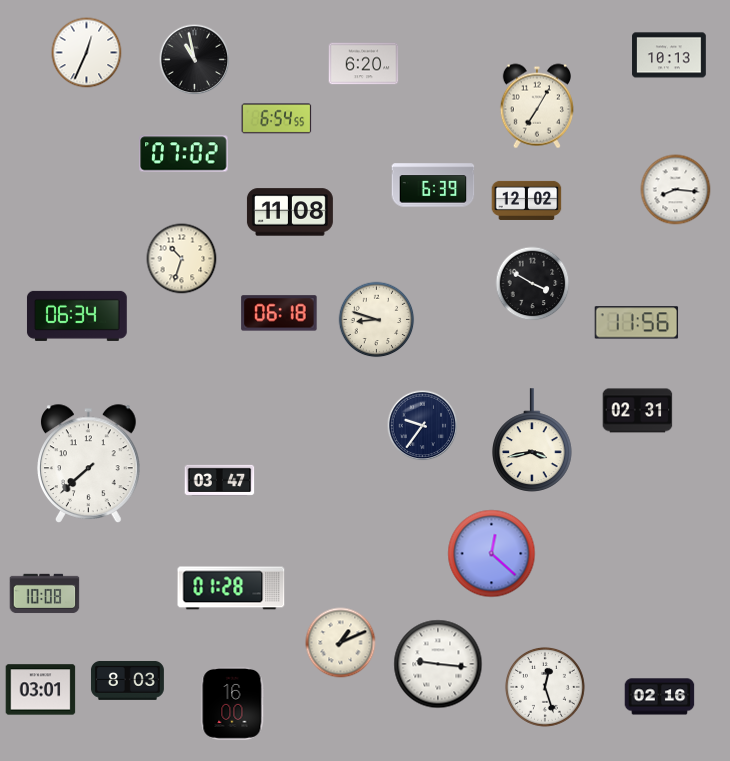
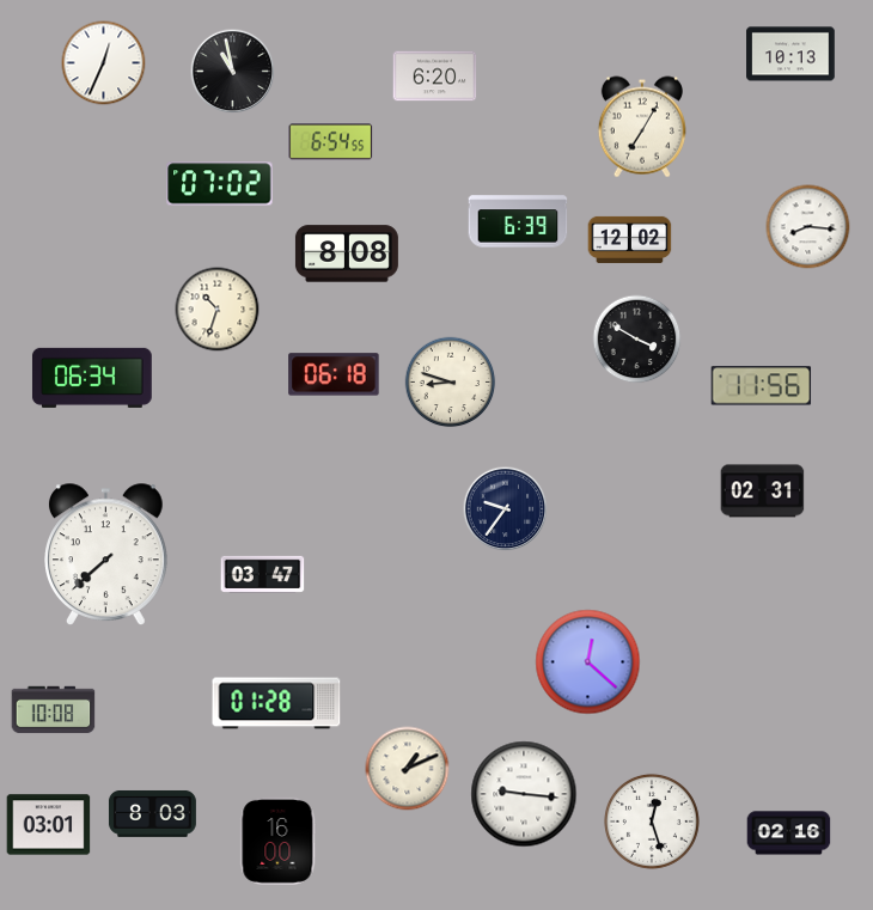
clock at (669, 55) position: (669, 55) -> (790, 54)
clock at (290, 212): 11:08 -> 8:08
clock at (533, 440): 3:43 -> none
